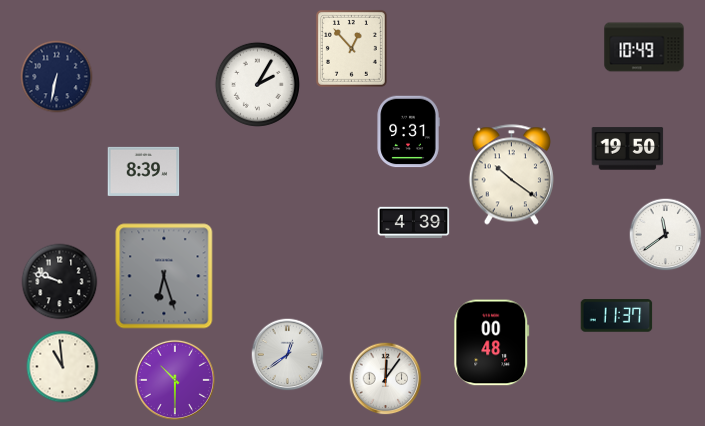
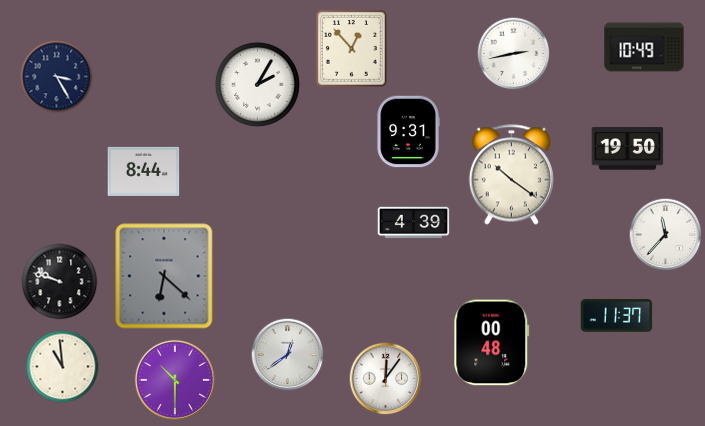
clock at (514, 54): none -> 2:43
clock at (57, 77): 6:32 -> 3:25
clock at (144, 171): 8:39 -> 8:44
clock at (666, 235): 11:39 -> 11:37
clock at (164, 276): 6:27 -> 6:22
